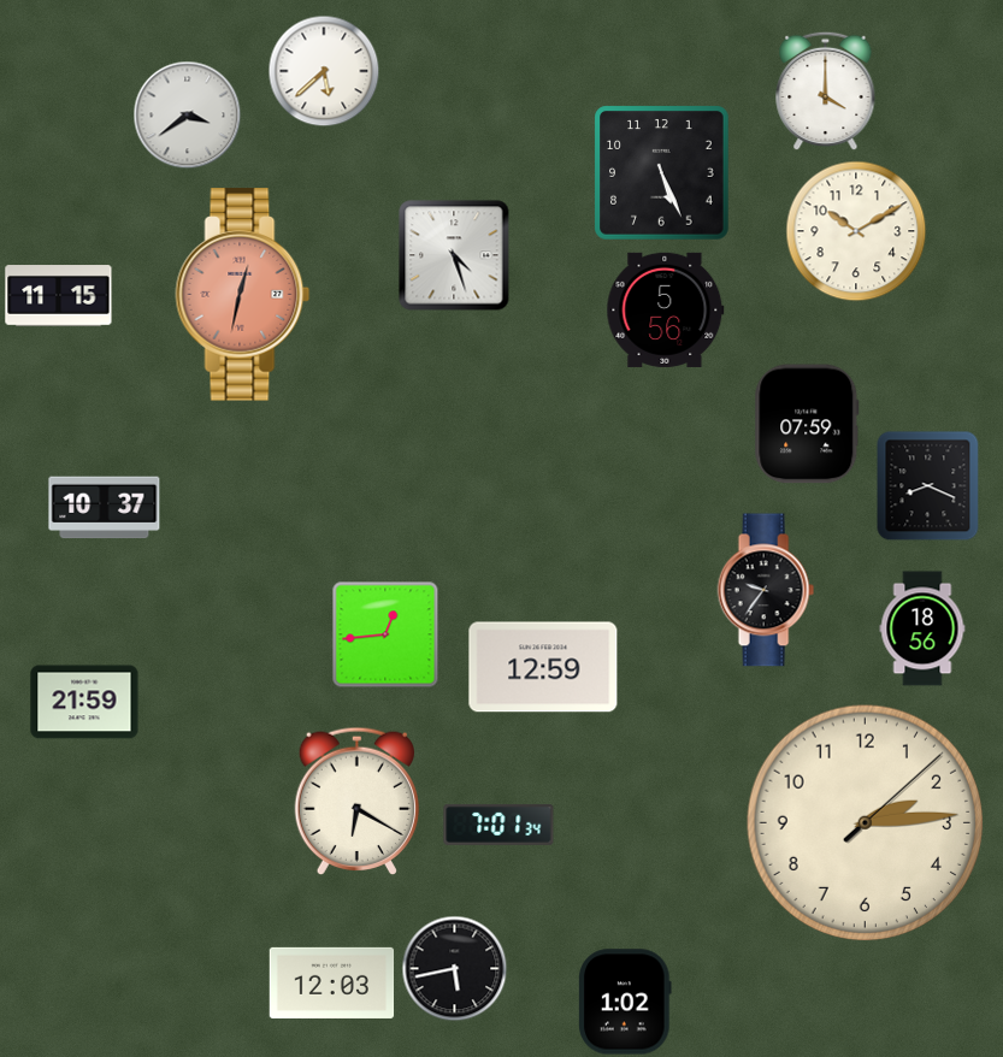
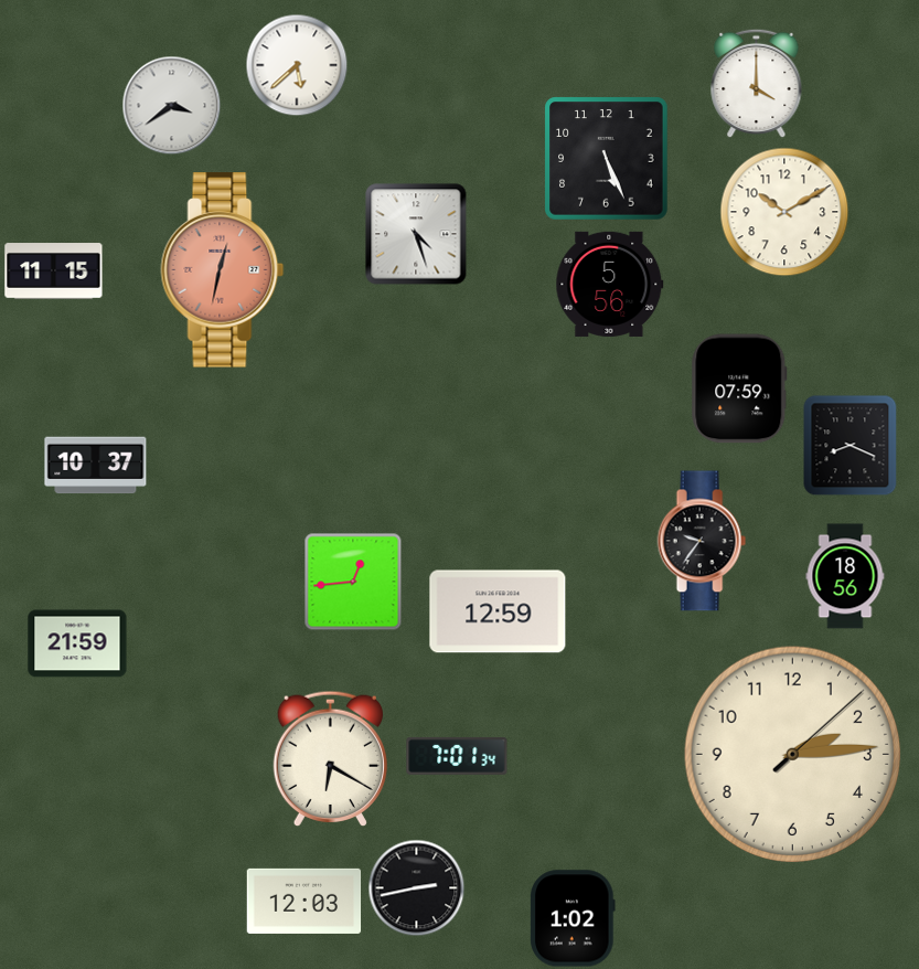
clock at (356, 802) position: (356, 802) -> (330, 759)
clock at (455, 969): 5:43 -> 2:43
